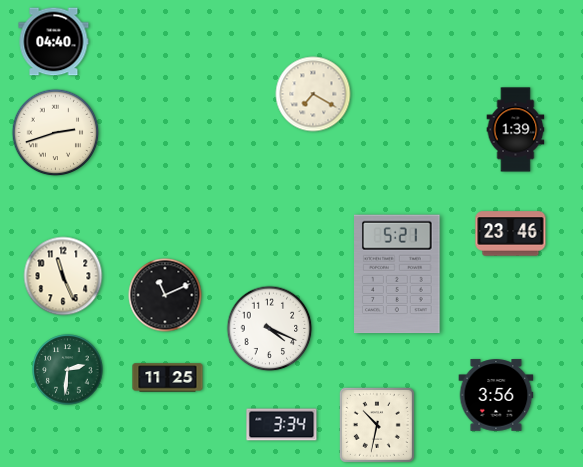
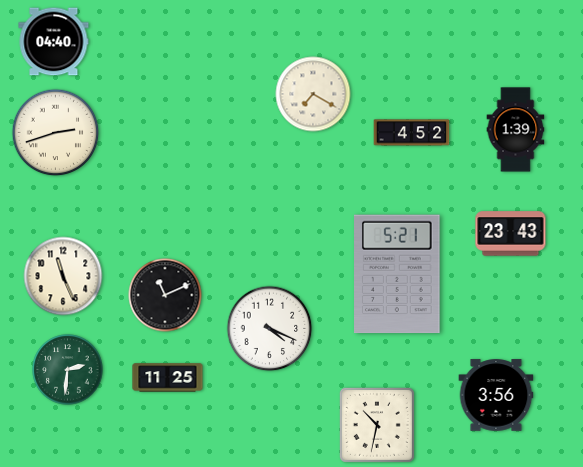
clock at (412, 133): none -> 4:52
clock at (511, 234): 23:46 -> 23:43
clock at (282, 425): 3:34 -> none
